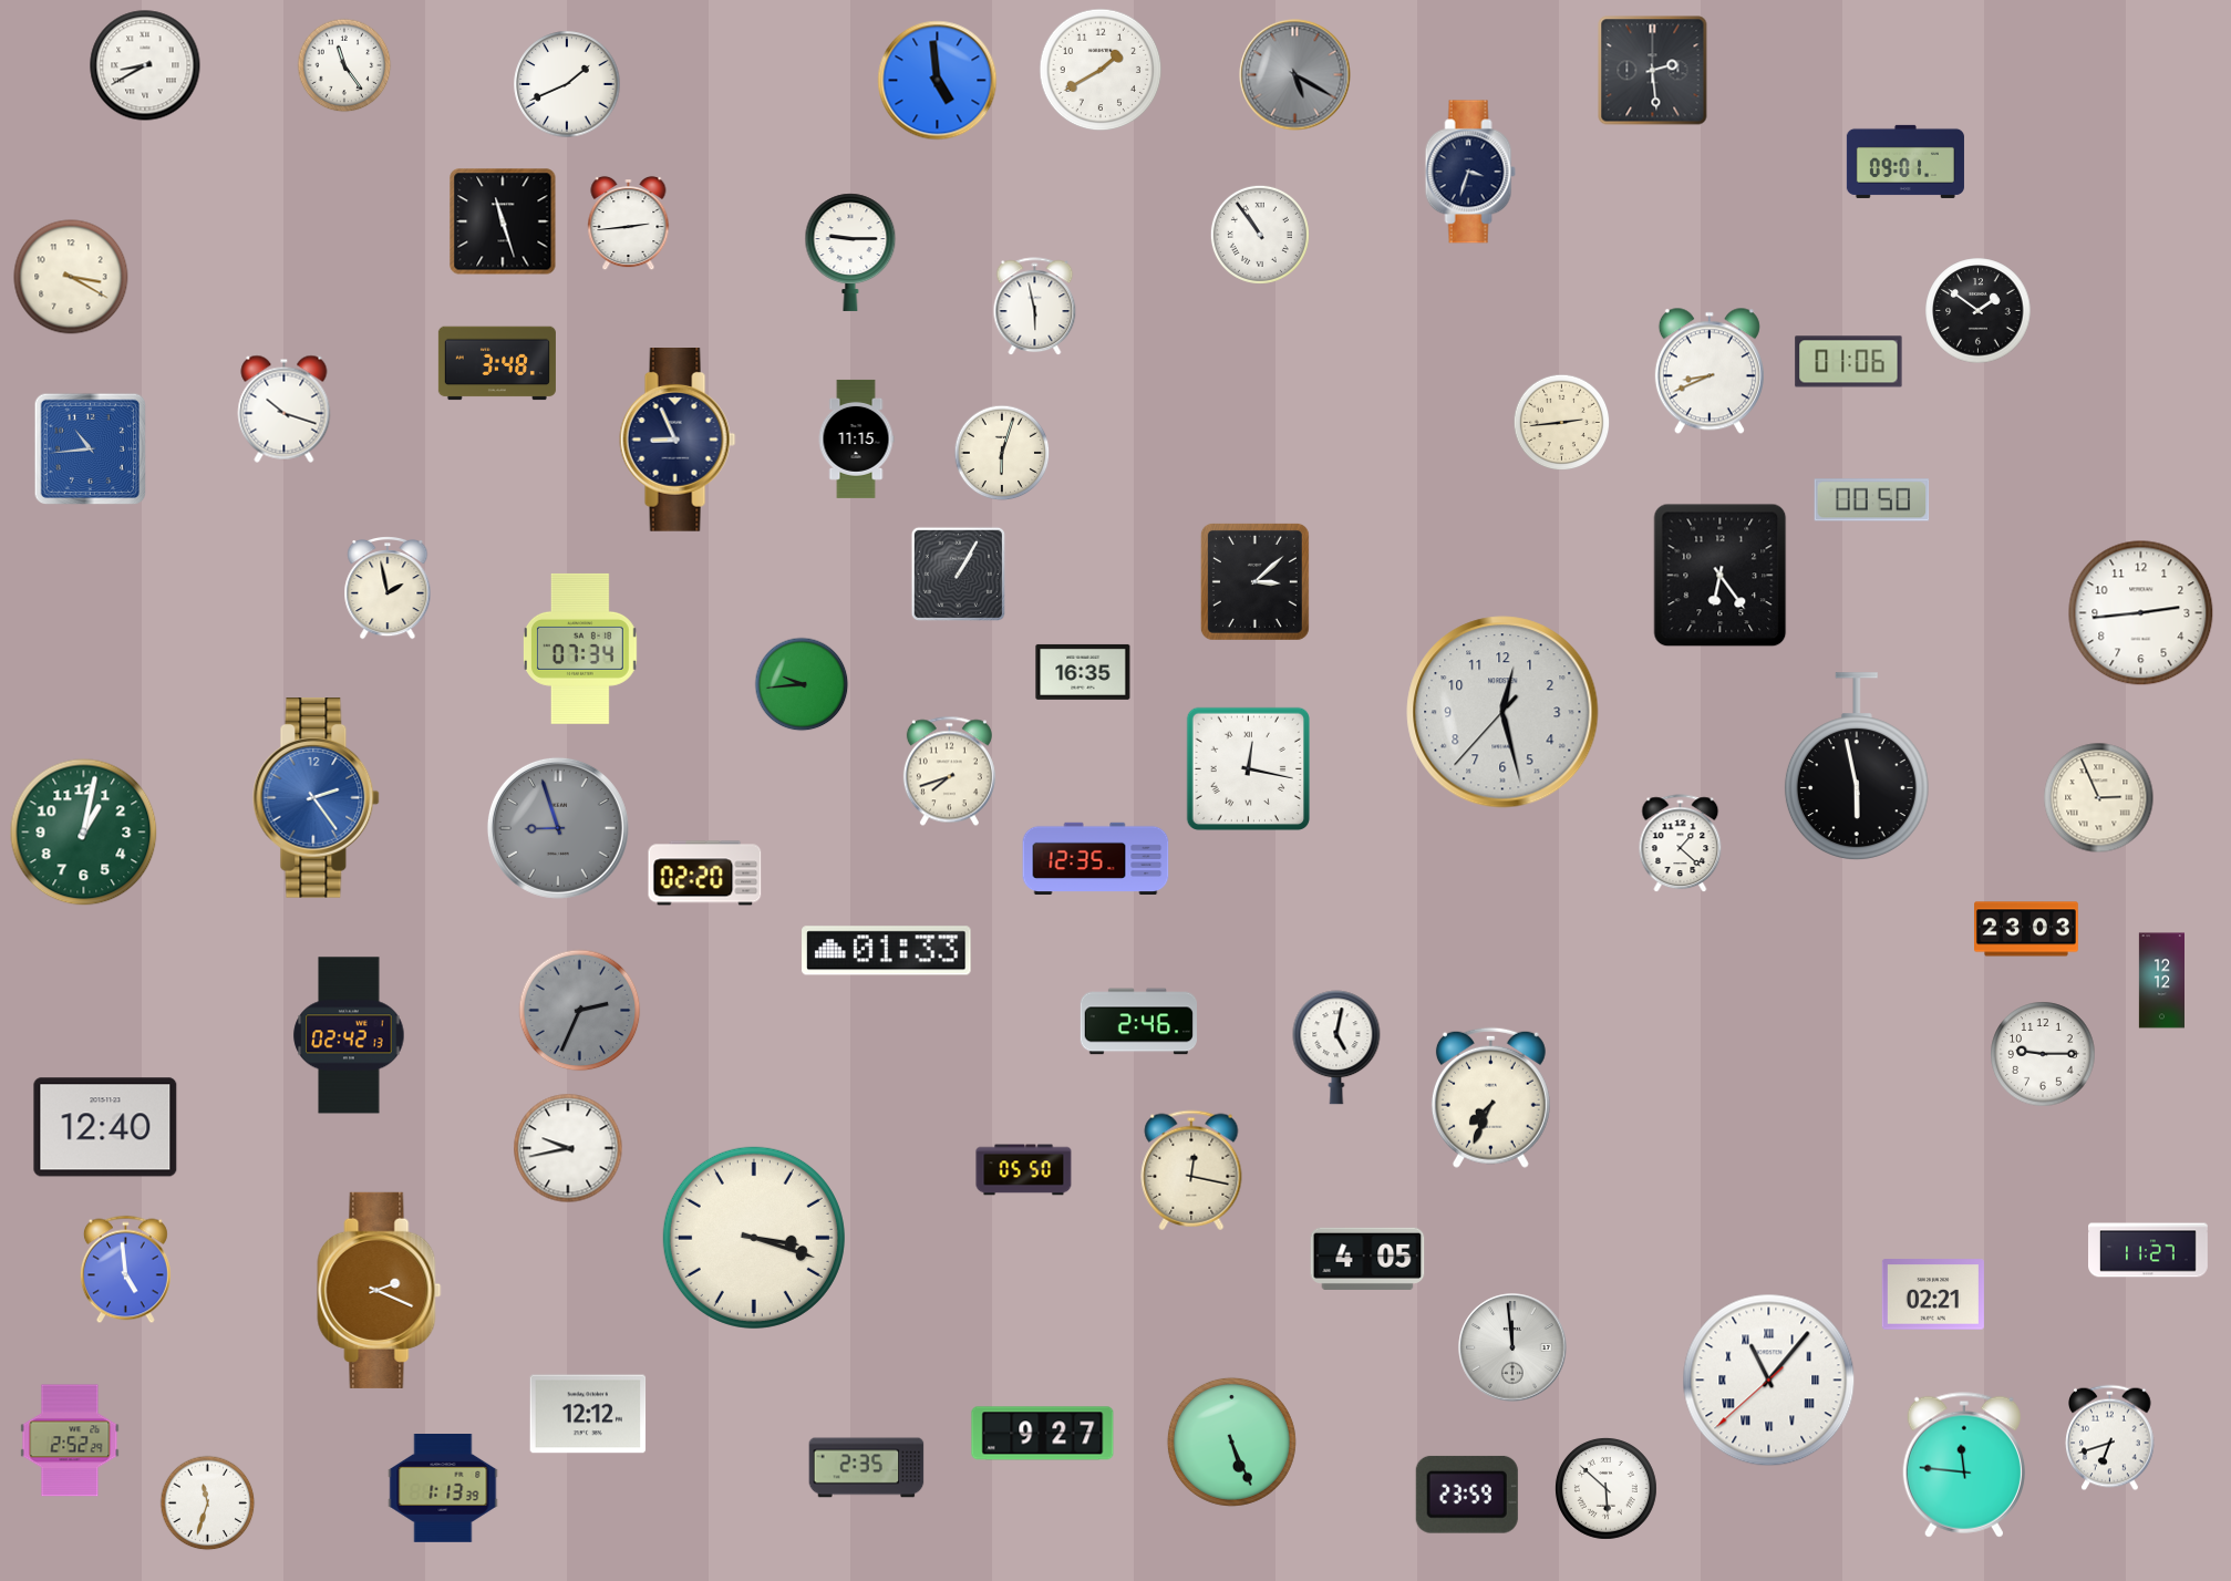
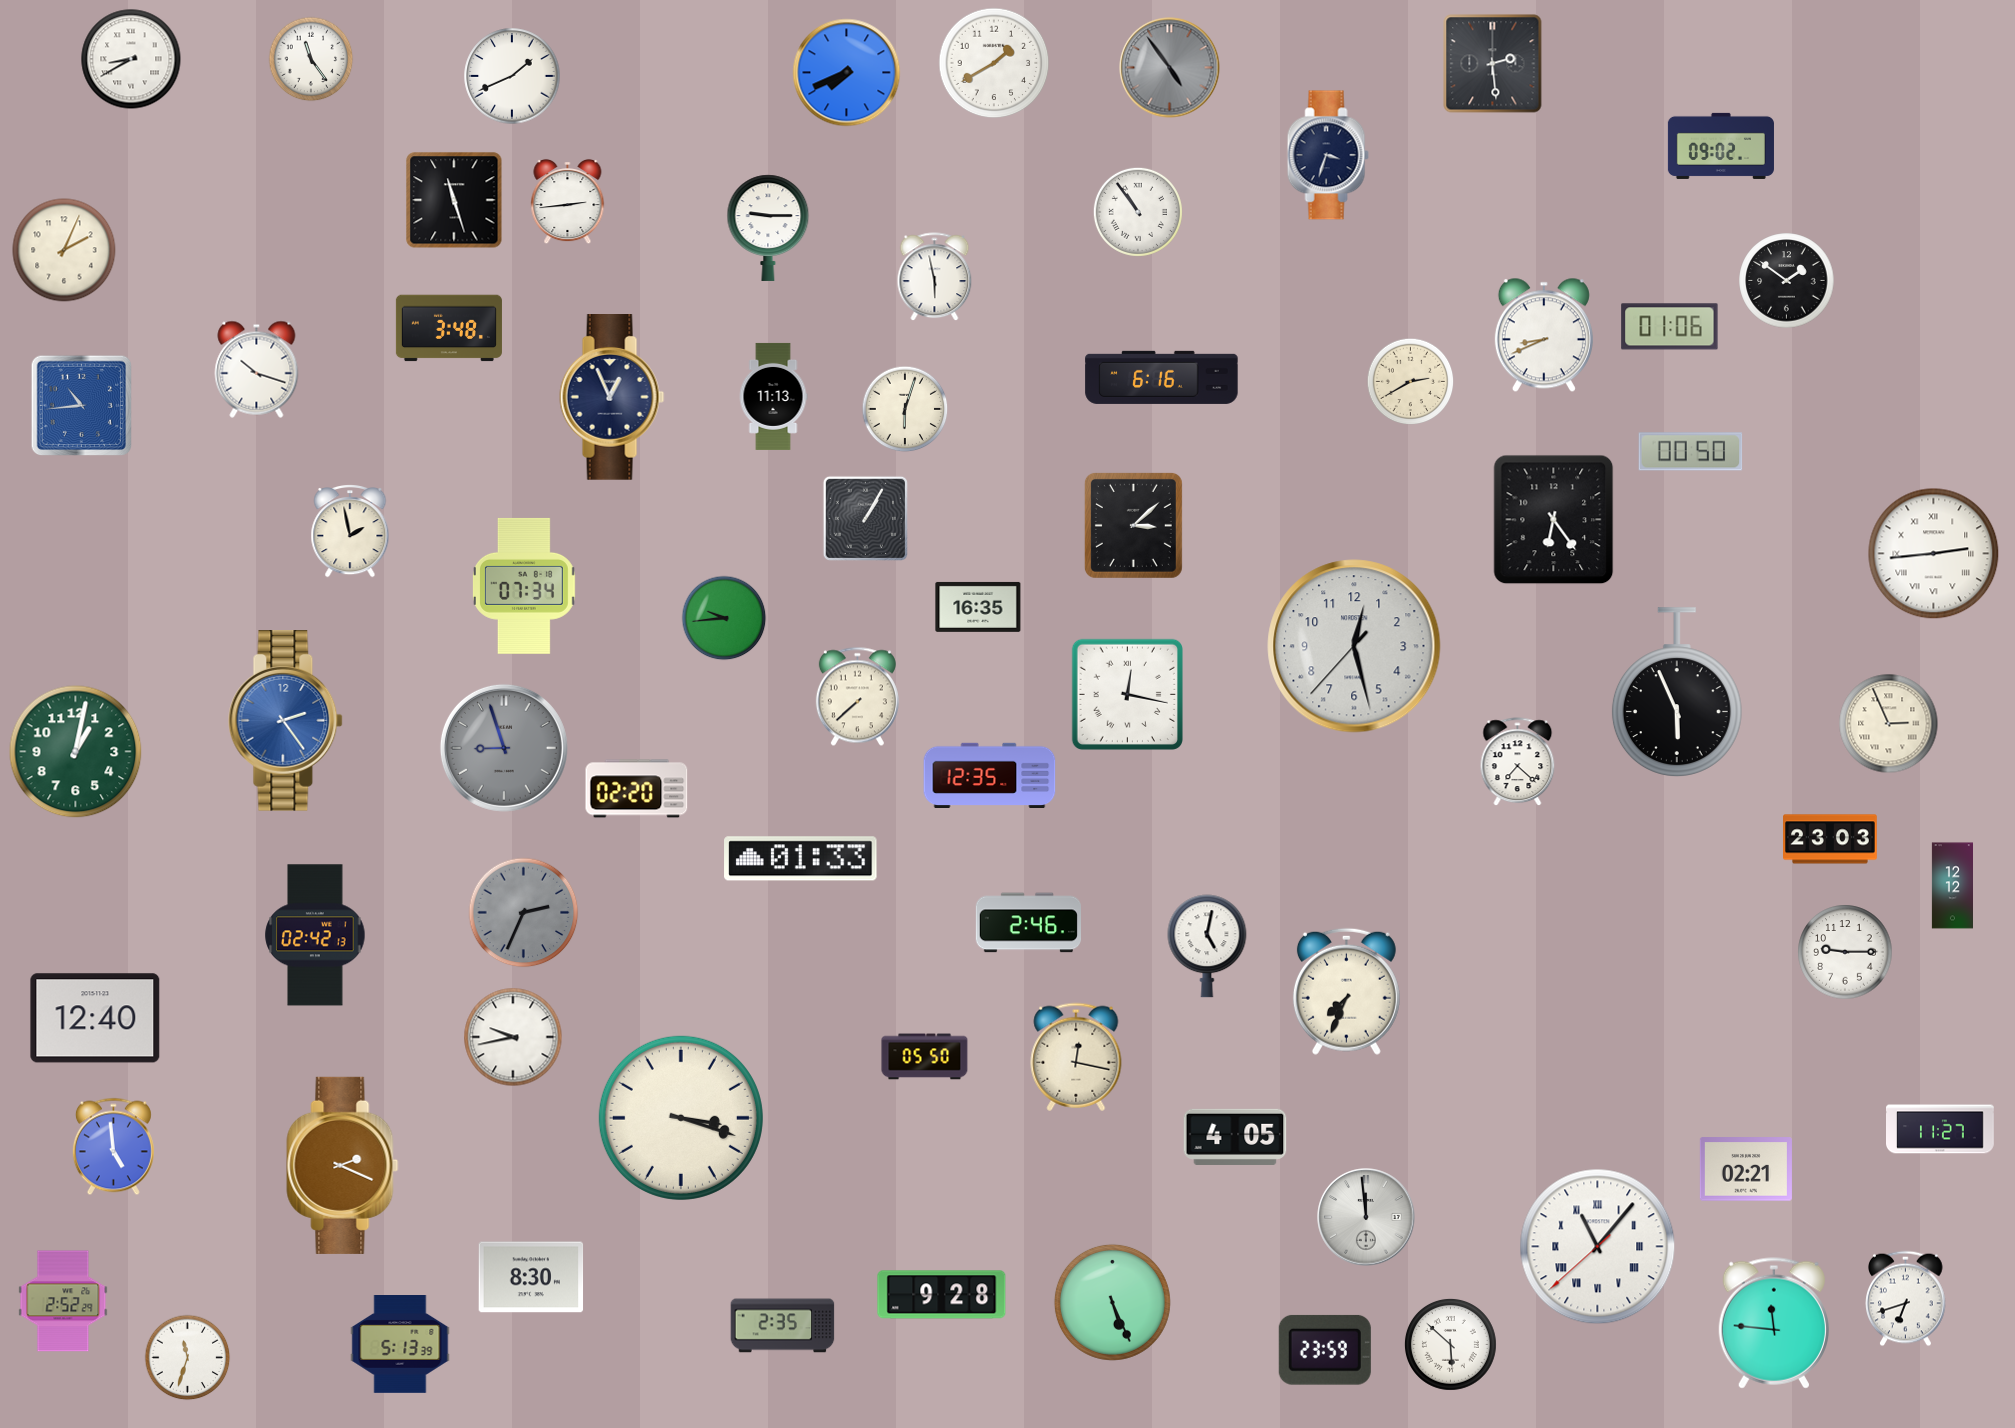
clock at (1295, 75): 5:20 -> 4:54
clock at (938, 81): 4:59 -> 7:41
clock at (1905, 162): 09:01 -> 09:02
clock at (71, 277): 3:20 -> 2:04
clock at (1162, 377): none -> 6:16
clock at (1562, 423): 2:44 -> 2:40
clock at (856, 438): 11:15 -> 11:13
clock at (678, 441): 8:56 -> 12:56
clock at (2141, 613) numerals: Arabic -> Roman
clock at (1502, 712) position: (1502, 712) -> (1354, 646)
clock at (1857, 766): 5:58 -> 5:56
clock at (949, 772): 7:42 -> 7:38
clock at (2099, 798) position: (2099, 798) -> (1889, 724)
clock at (1681, 844): 1:22 -> 7:22
clock at (588, 1414): 12:12 -> 8:30
clock at (1043, 1434): 9:27 -> 9:28
clock at (443, 1489): 1:13 -> 5:13
